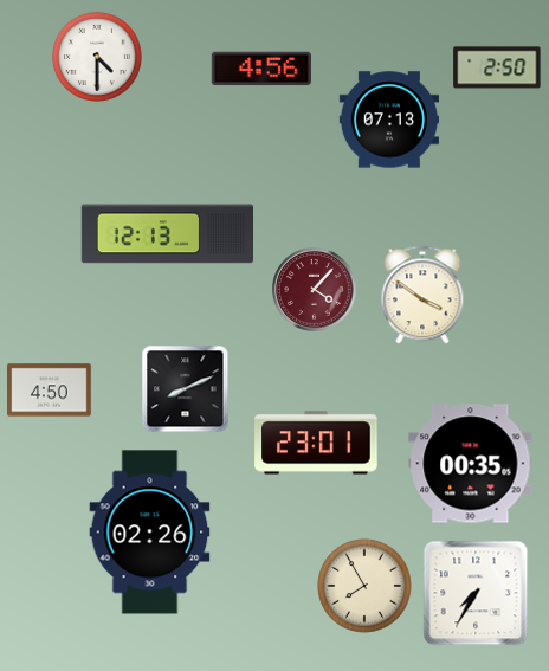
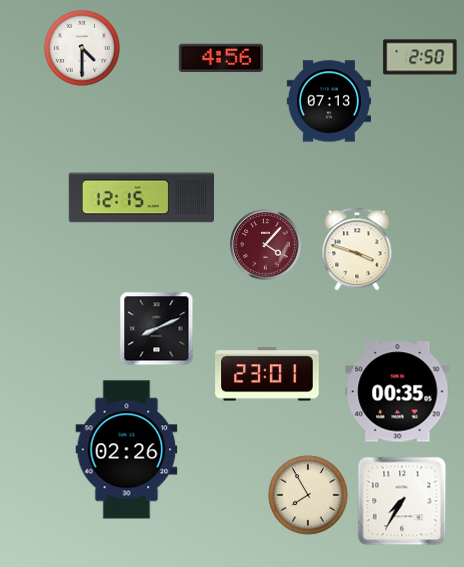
clock at (167, 234): 12:13 -> 12:15
clock at (422, 295): 3:51 -> 3:48
clock at (50, 391): 4:50 -> none
